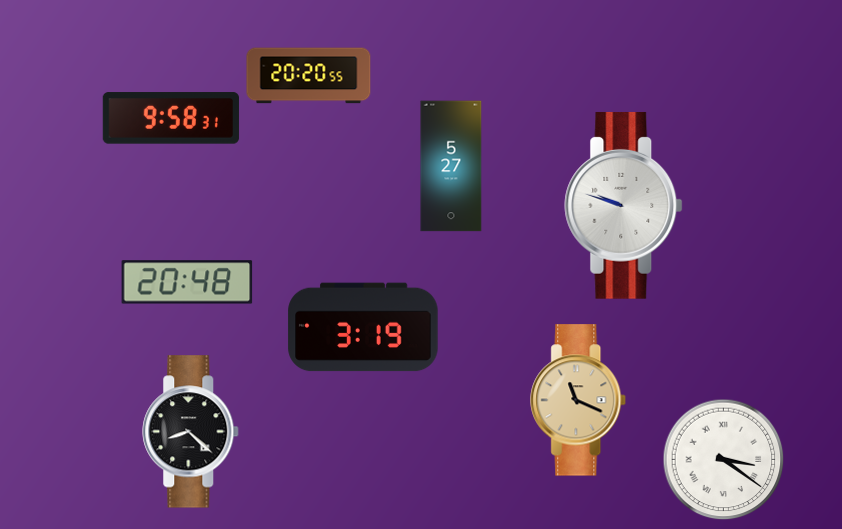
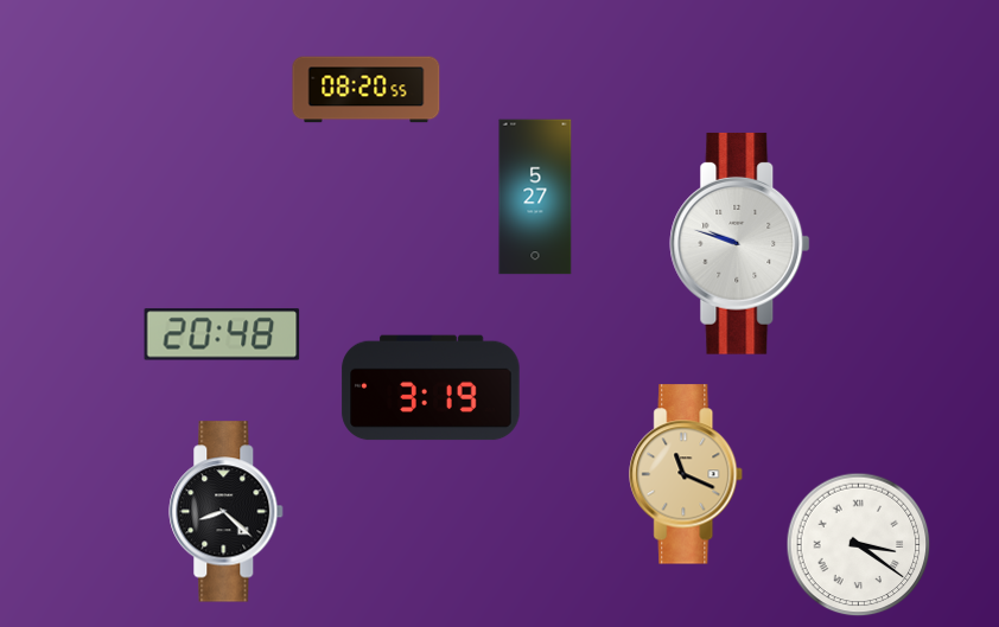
clock at (309, 76): 20:20 -> 08:20
clock at (171, 118): 9:58 -> none
